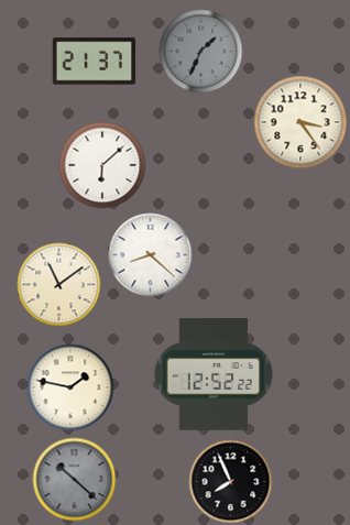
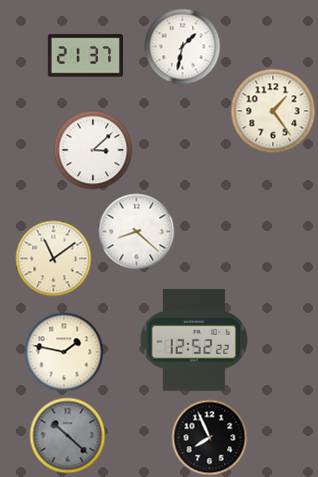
clock at (201, 52): 1:34 -> 1:32
clock at (201, 52) dial: grey -> white
clock at (300, 122): 3:24 -> 1:24
clock at (102, 165): 6:08 -> 3:08
